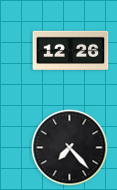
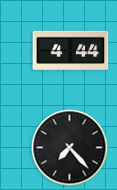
clock at (71, 50): 12:26 -> 4:44
